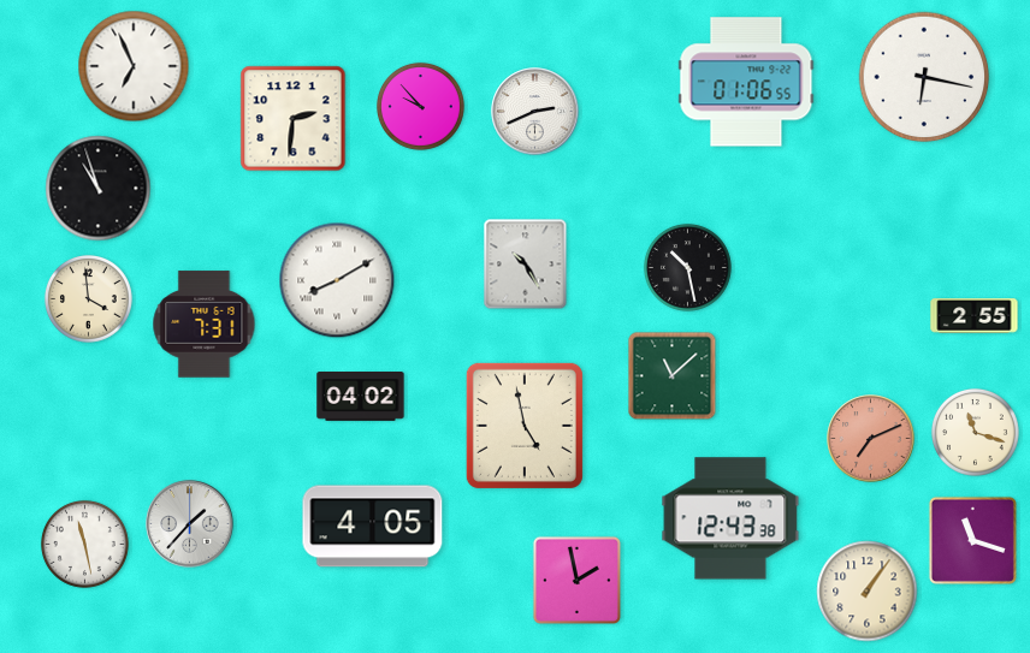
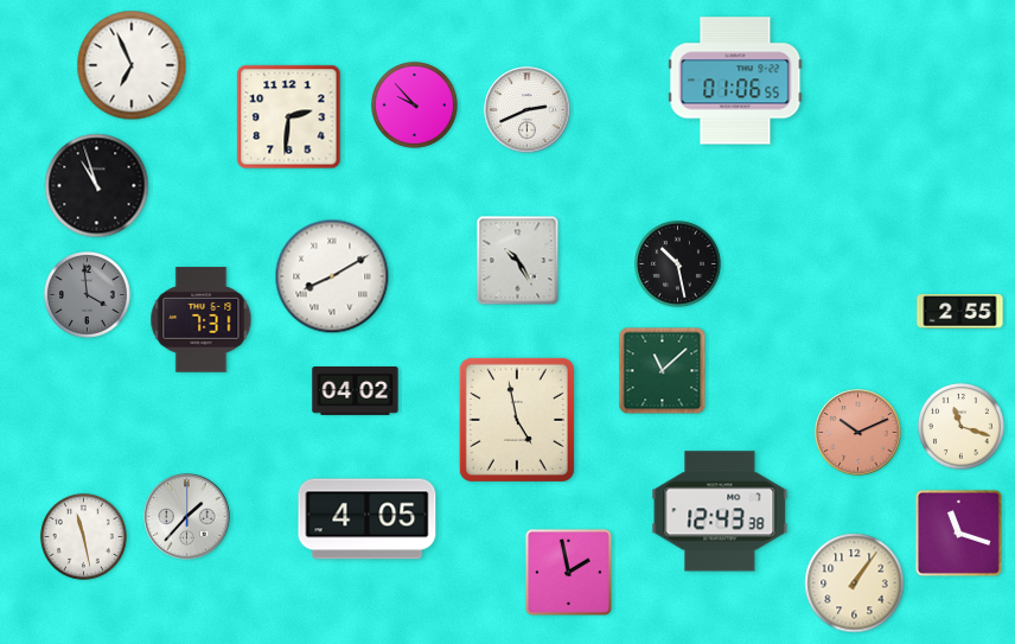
clock at (924, 77): 6:17 -> none
clock at (89, 299) dial: cream -> grey
clock at (871, 439): 7:11 -> 10:11
